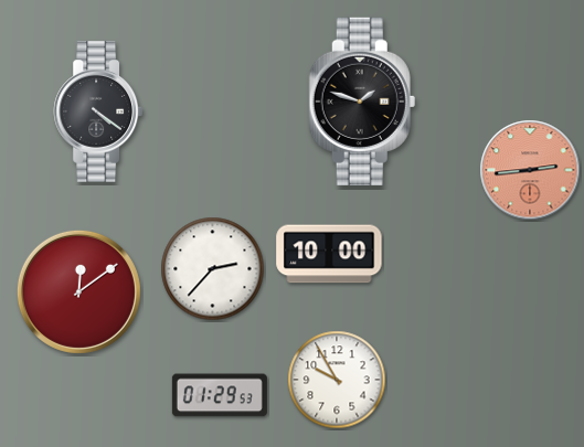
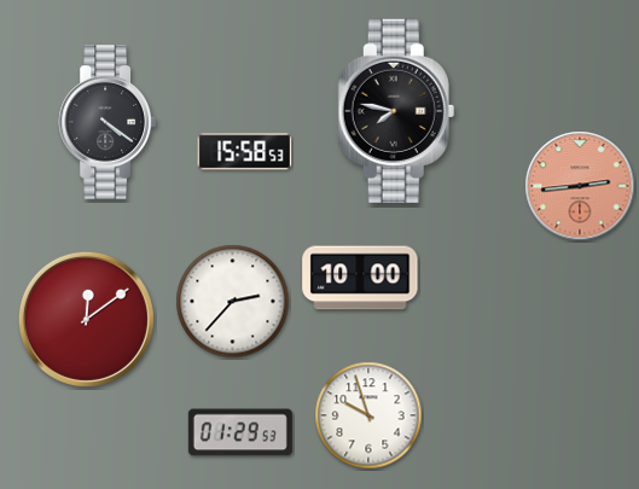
clock at (362, 102): 1:48 -> 7:47
clock at (245, 152): none -> 15:58
clock at (213, 269) position: (213, 269) -> (233, 302)
clock at (337, 380): 9:55 -> 9:57
